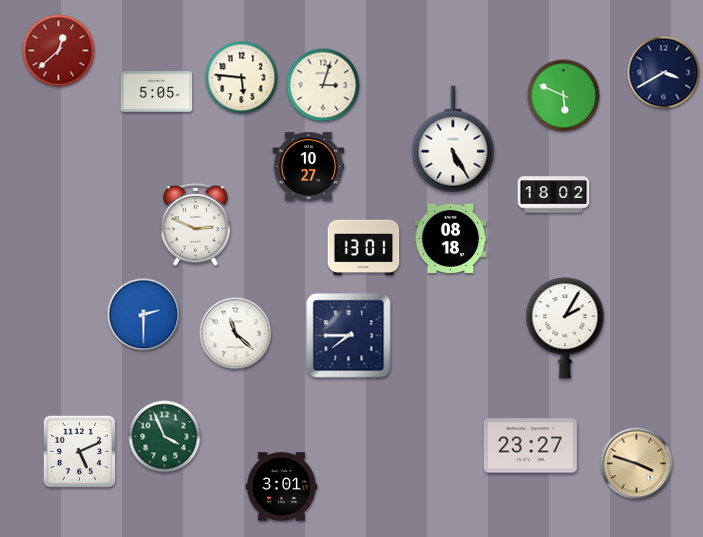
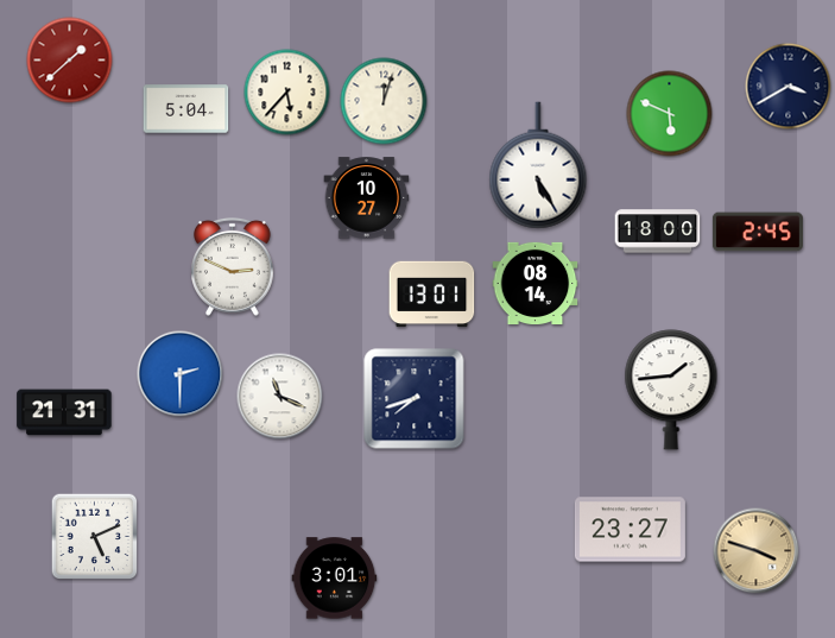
clock at (59, 51): 12:38 -> 1:38
clock at (242, 78): 5:46 -> 5:37
clock at (323, 85): 3:03 -> 12:03
clock at (157, 92): 5:05 -> 5:04
clock at (554, 195): 18:02 -> 18:00
clock at (758, 232): none -> 2:45
clock at (451, 238): 08:18 -> 08:14
clock at (144, 315) position: (144, 315) -> (181, 374)
clock at (565, 328): 2:05 -> 1:44
clock at (236, 334): 11:22 -> 11:19
clock at (349, 336): 7:45 -> 7:42
clock at (64, 412): none -> 21:31
clock at (165, 437): 3:56 -> none
